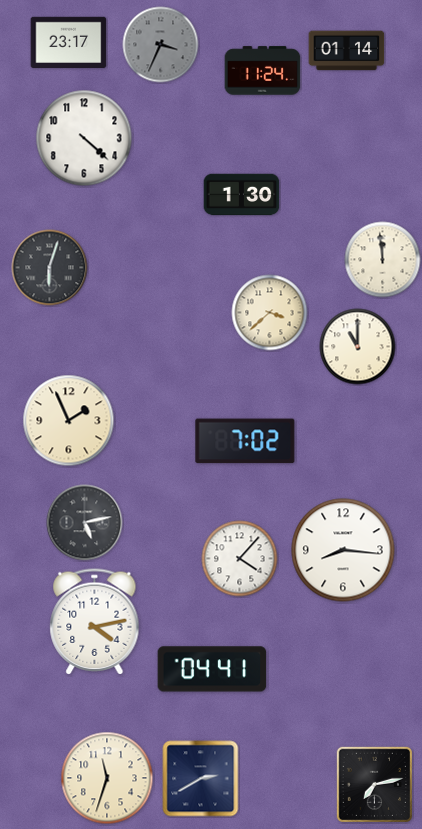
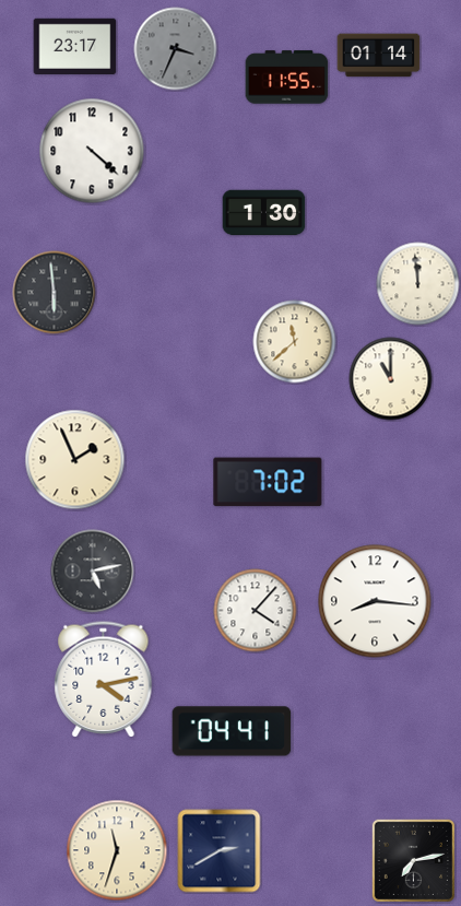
clock at (263, 71): 11:24 -> 11:55
clock at (50, 268): 6:03 -> 5:59
clock at (270, 313): 3:38 -> 11:38
clock at (240, 559) position: (240, 559) -> (256, 611)
clock at (374, 784) position: (374, 784) -> (413, 860)
